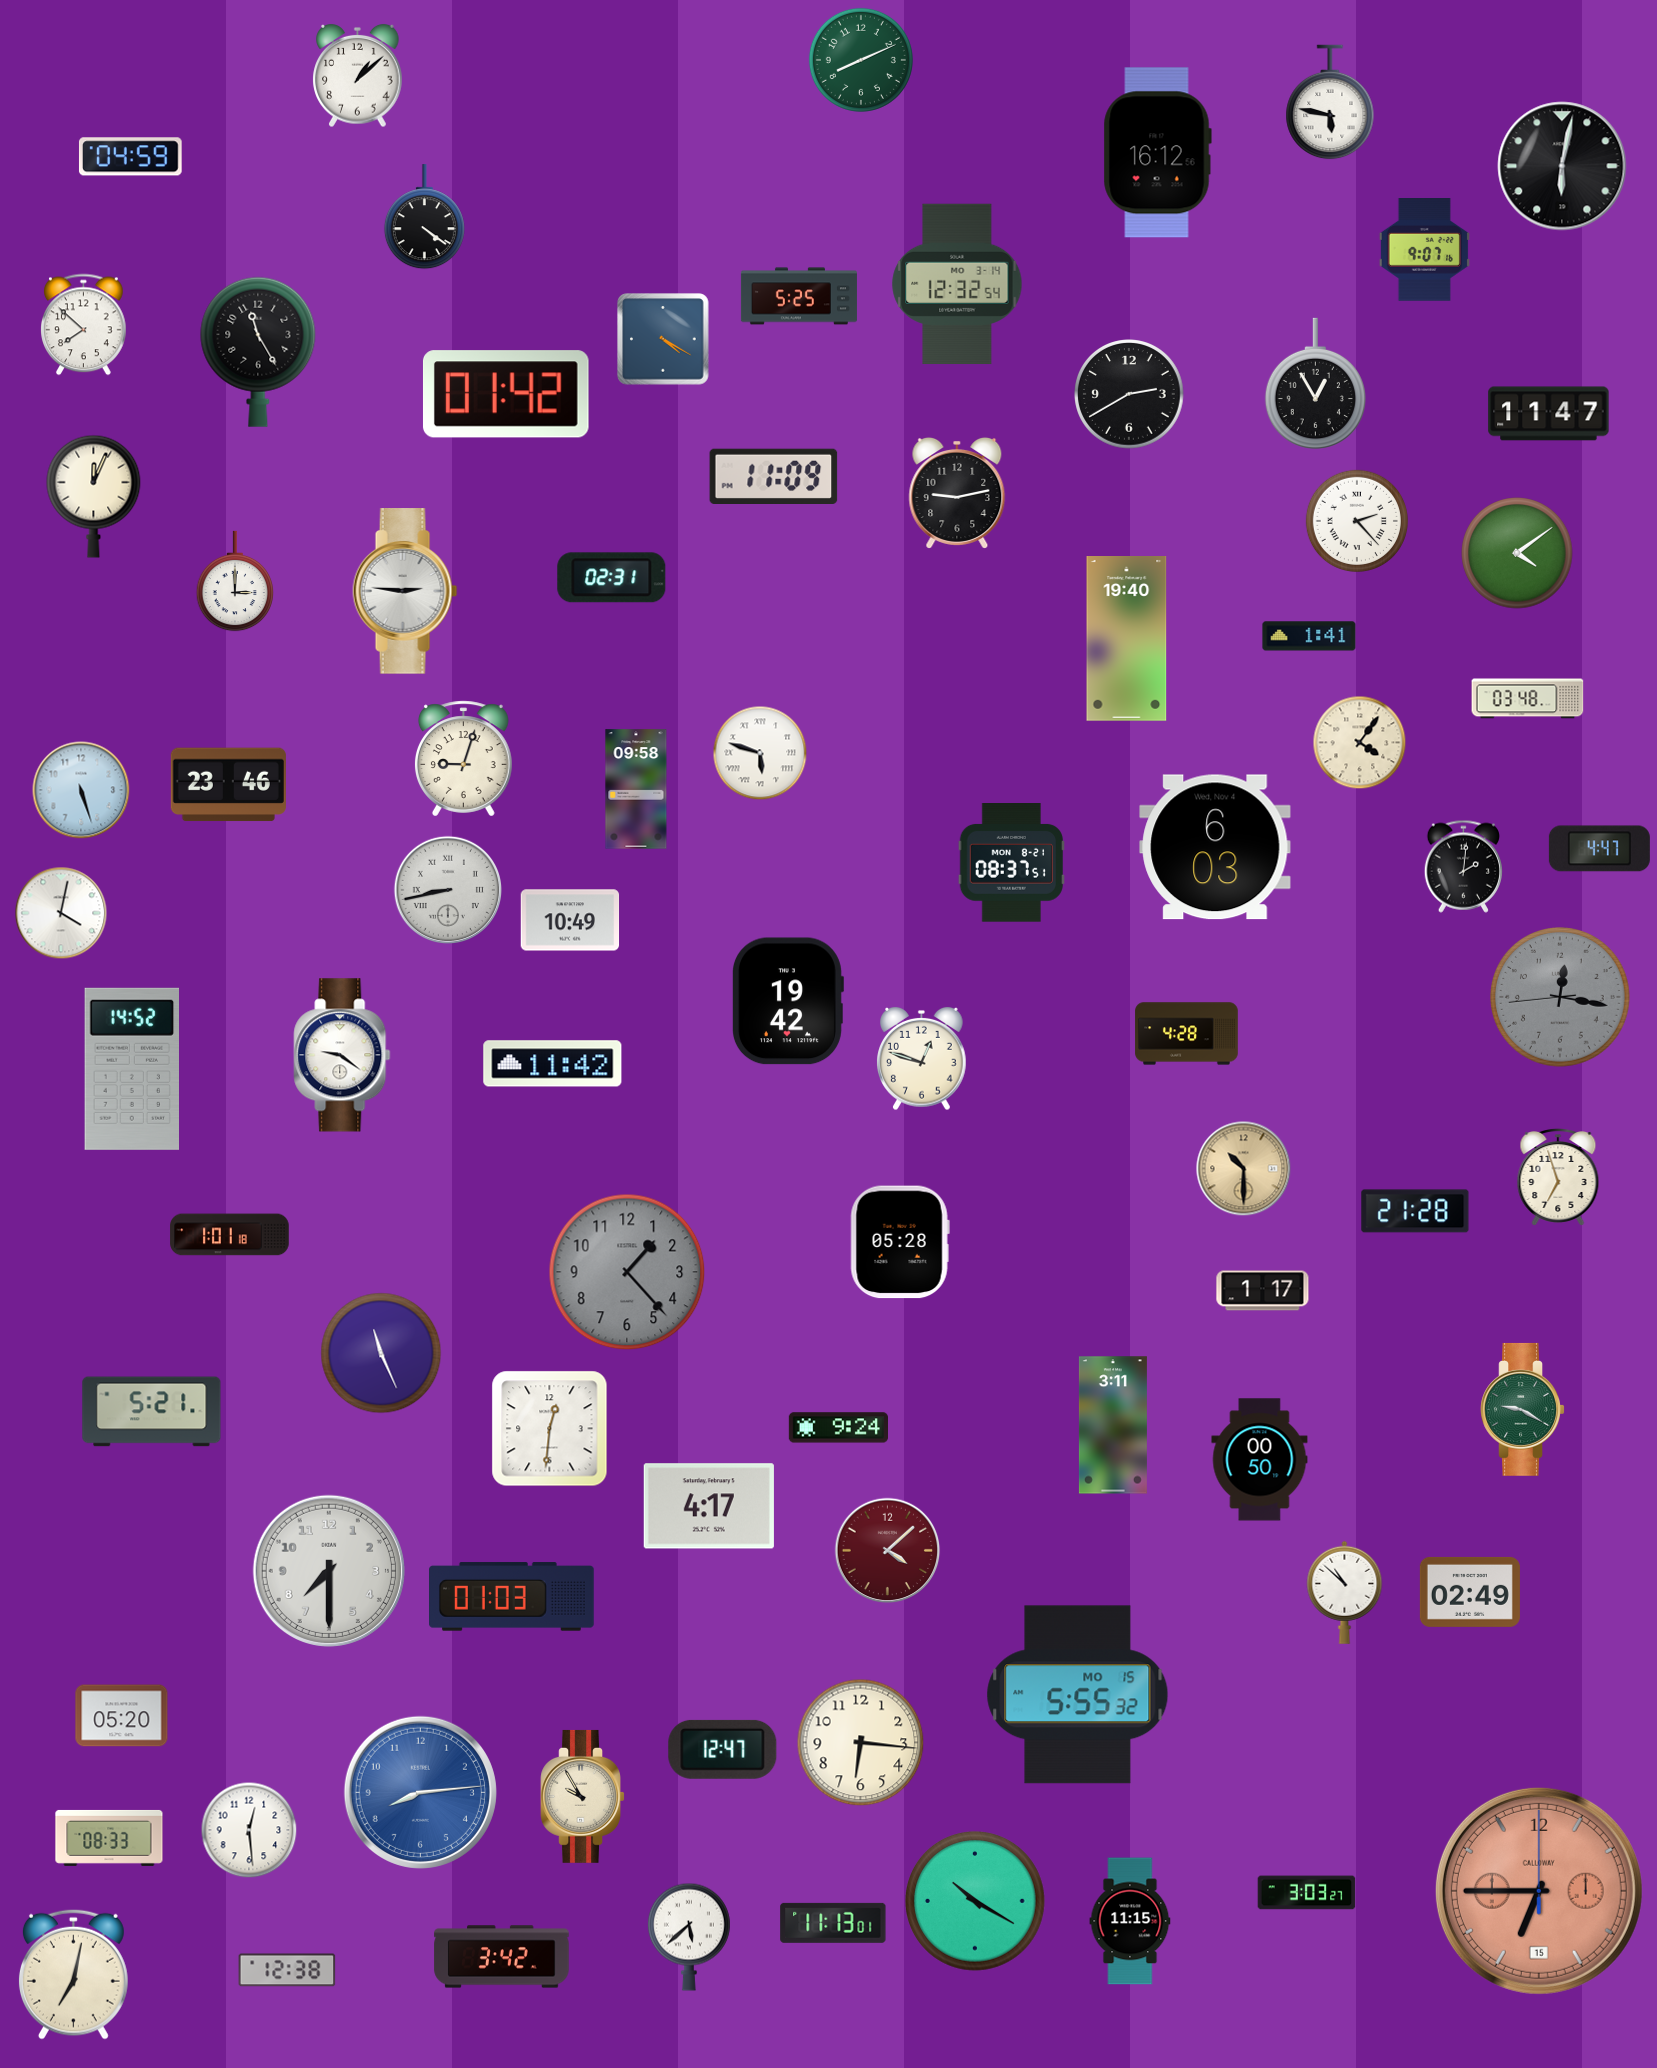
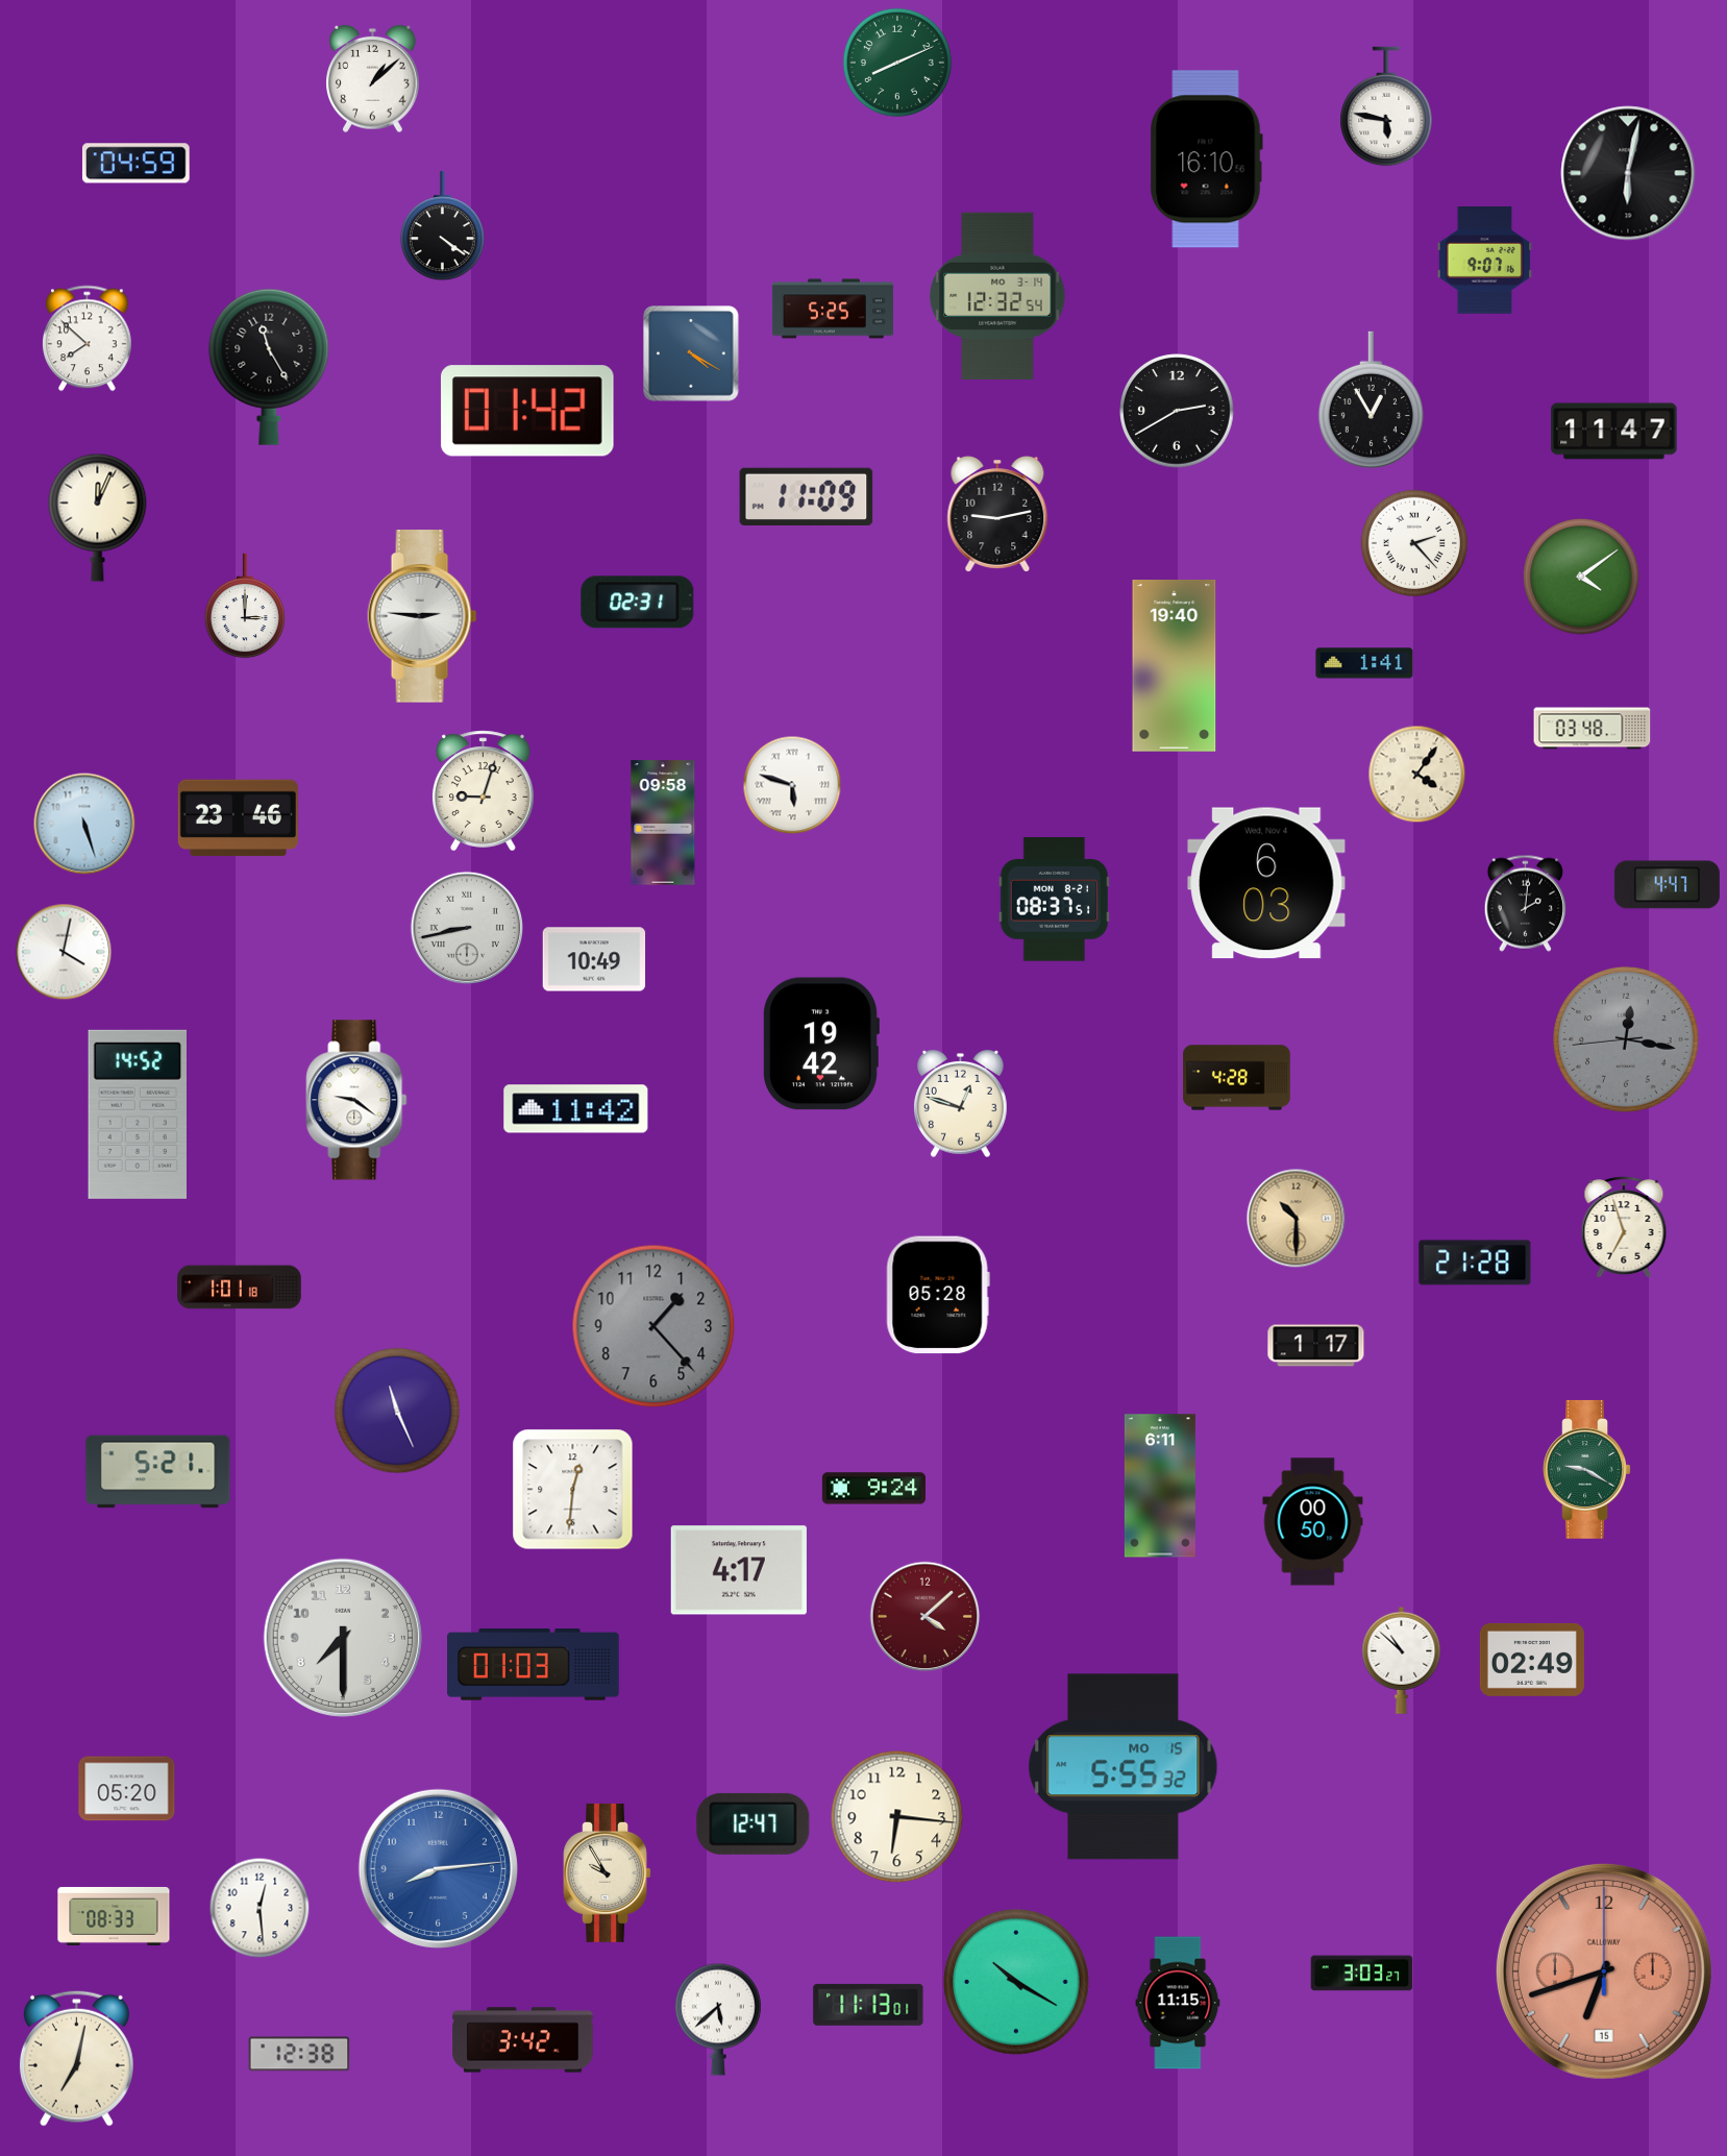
clock at (1157, 153): 16:12 -> 16:10
clock at (1113, 1425): 3:11 -> 6:11
clock at (1539, 1891): 6:45 -> 6:42
